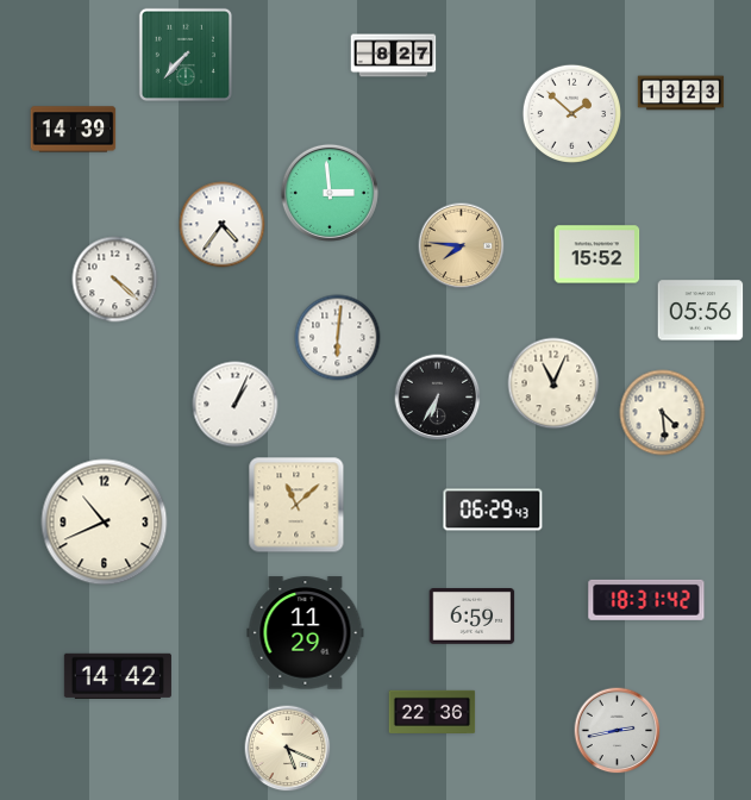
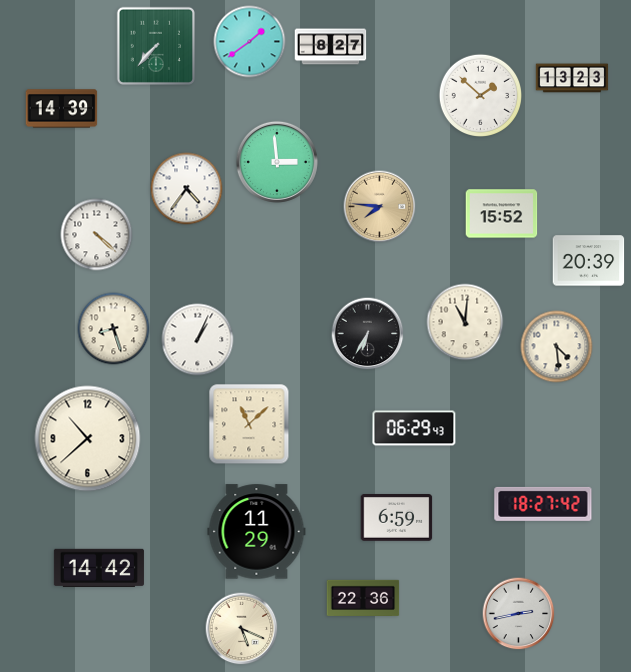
clock at (250, 42): none -> 1:39
clock at (462, 246) position: (462, 246) -> (380, 207)
clock at (701, 311): 05:56 -> 20:39
clock at (338, 338): 6:01 -> none
clock at (553, 383): 11:04 -> 11:01
clock at (114, 329): none -> 8:27
clock at (105, 523): 10:41 -> 10:38
clock at (646, 600): 18:31 -> 18:27
